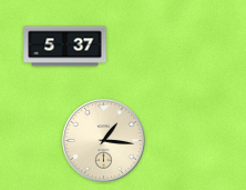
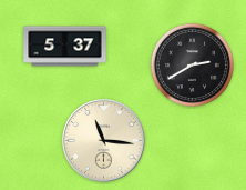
clock at (192, 64): none -> 2:40
clock at (104, 141): 1:16 -> 11:16
